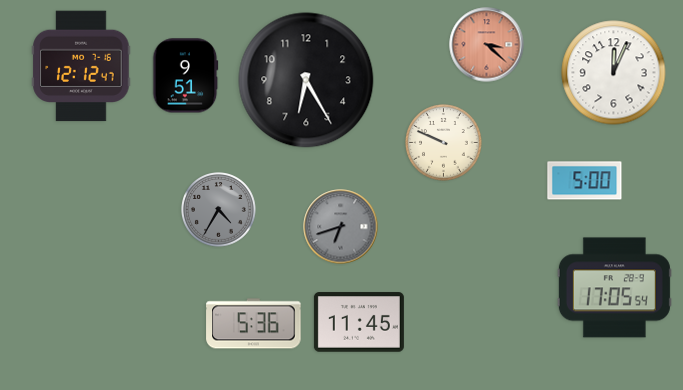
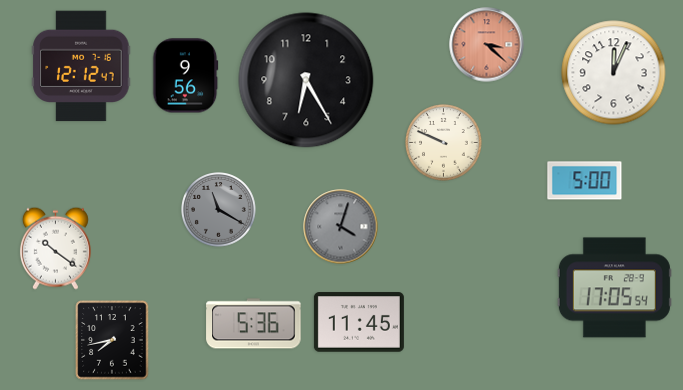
clock at (186, 76): 9:51 -> 9:56
clock at (219, 210): 4:35 -> 11:20
clock at (341, 227): 6:42 -> 4:03
clock at (55, 248): none -> 10:21
clock at (112, 340): none -> 7:43
